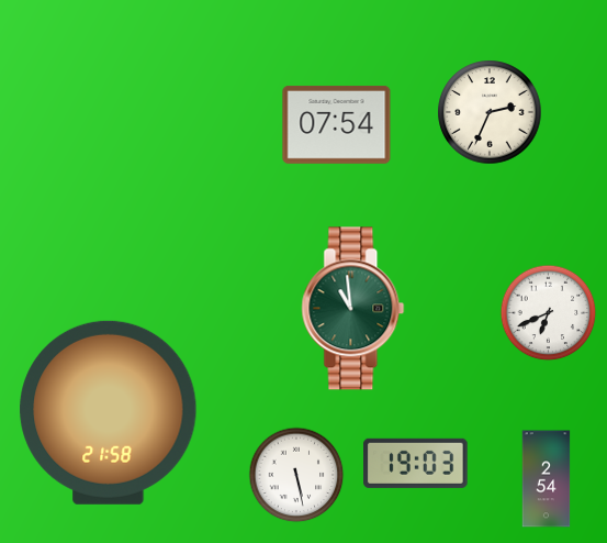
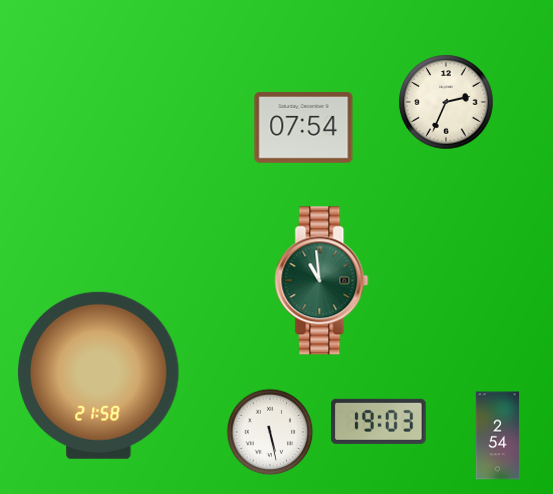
clock at (337, 125) position: (337, 125) -> (304, 128)
clock at (549, 313): 6:41 -> none
